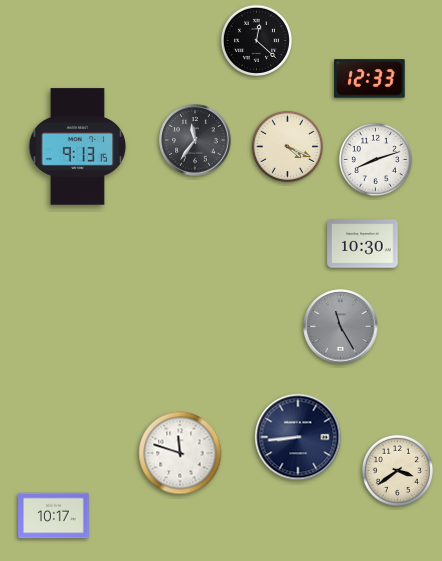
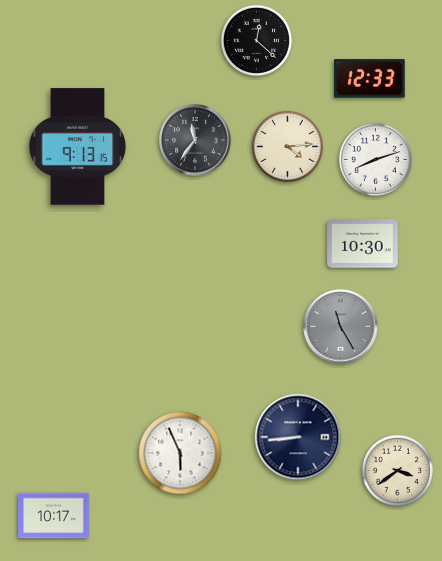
clock at (287, 146): 4:19 -> 4:14
clock at (180, 453): 11:48 -> 5:56
